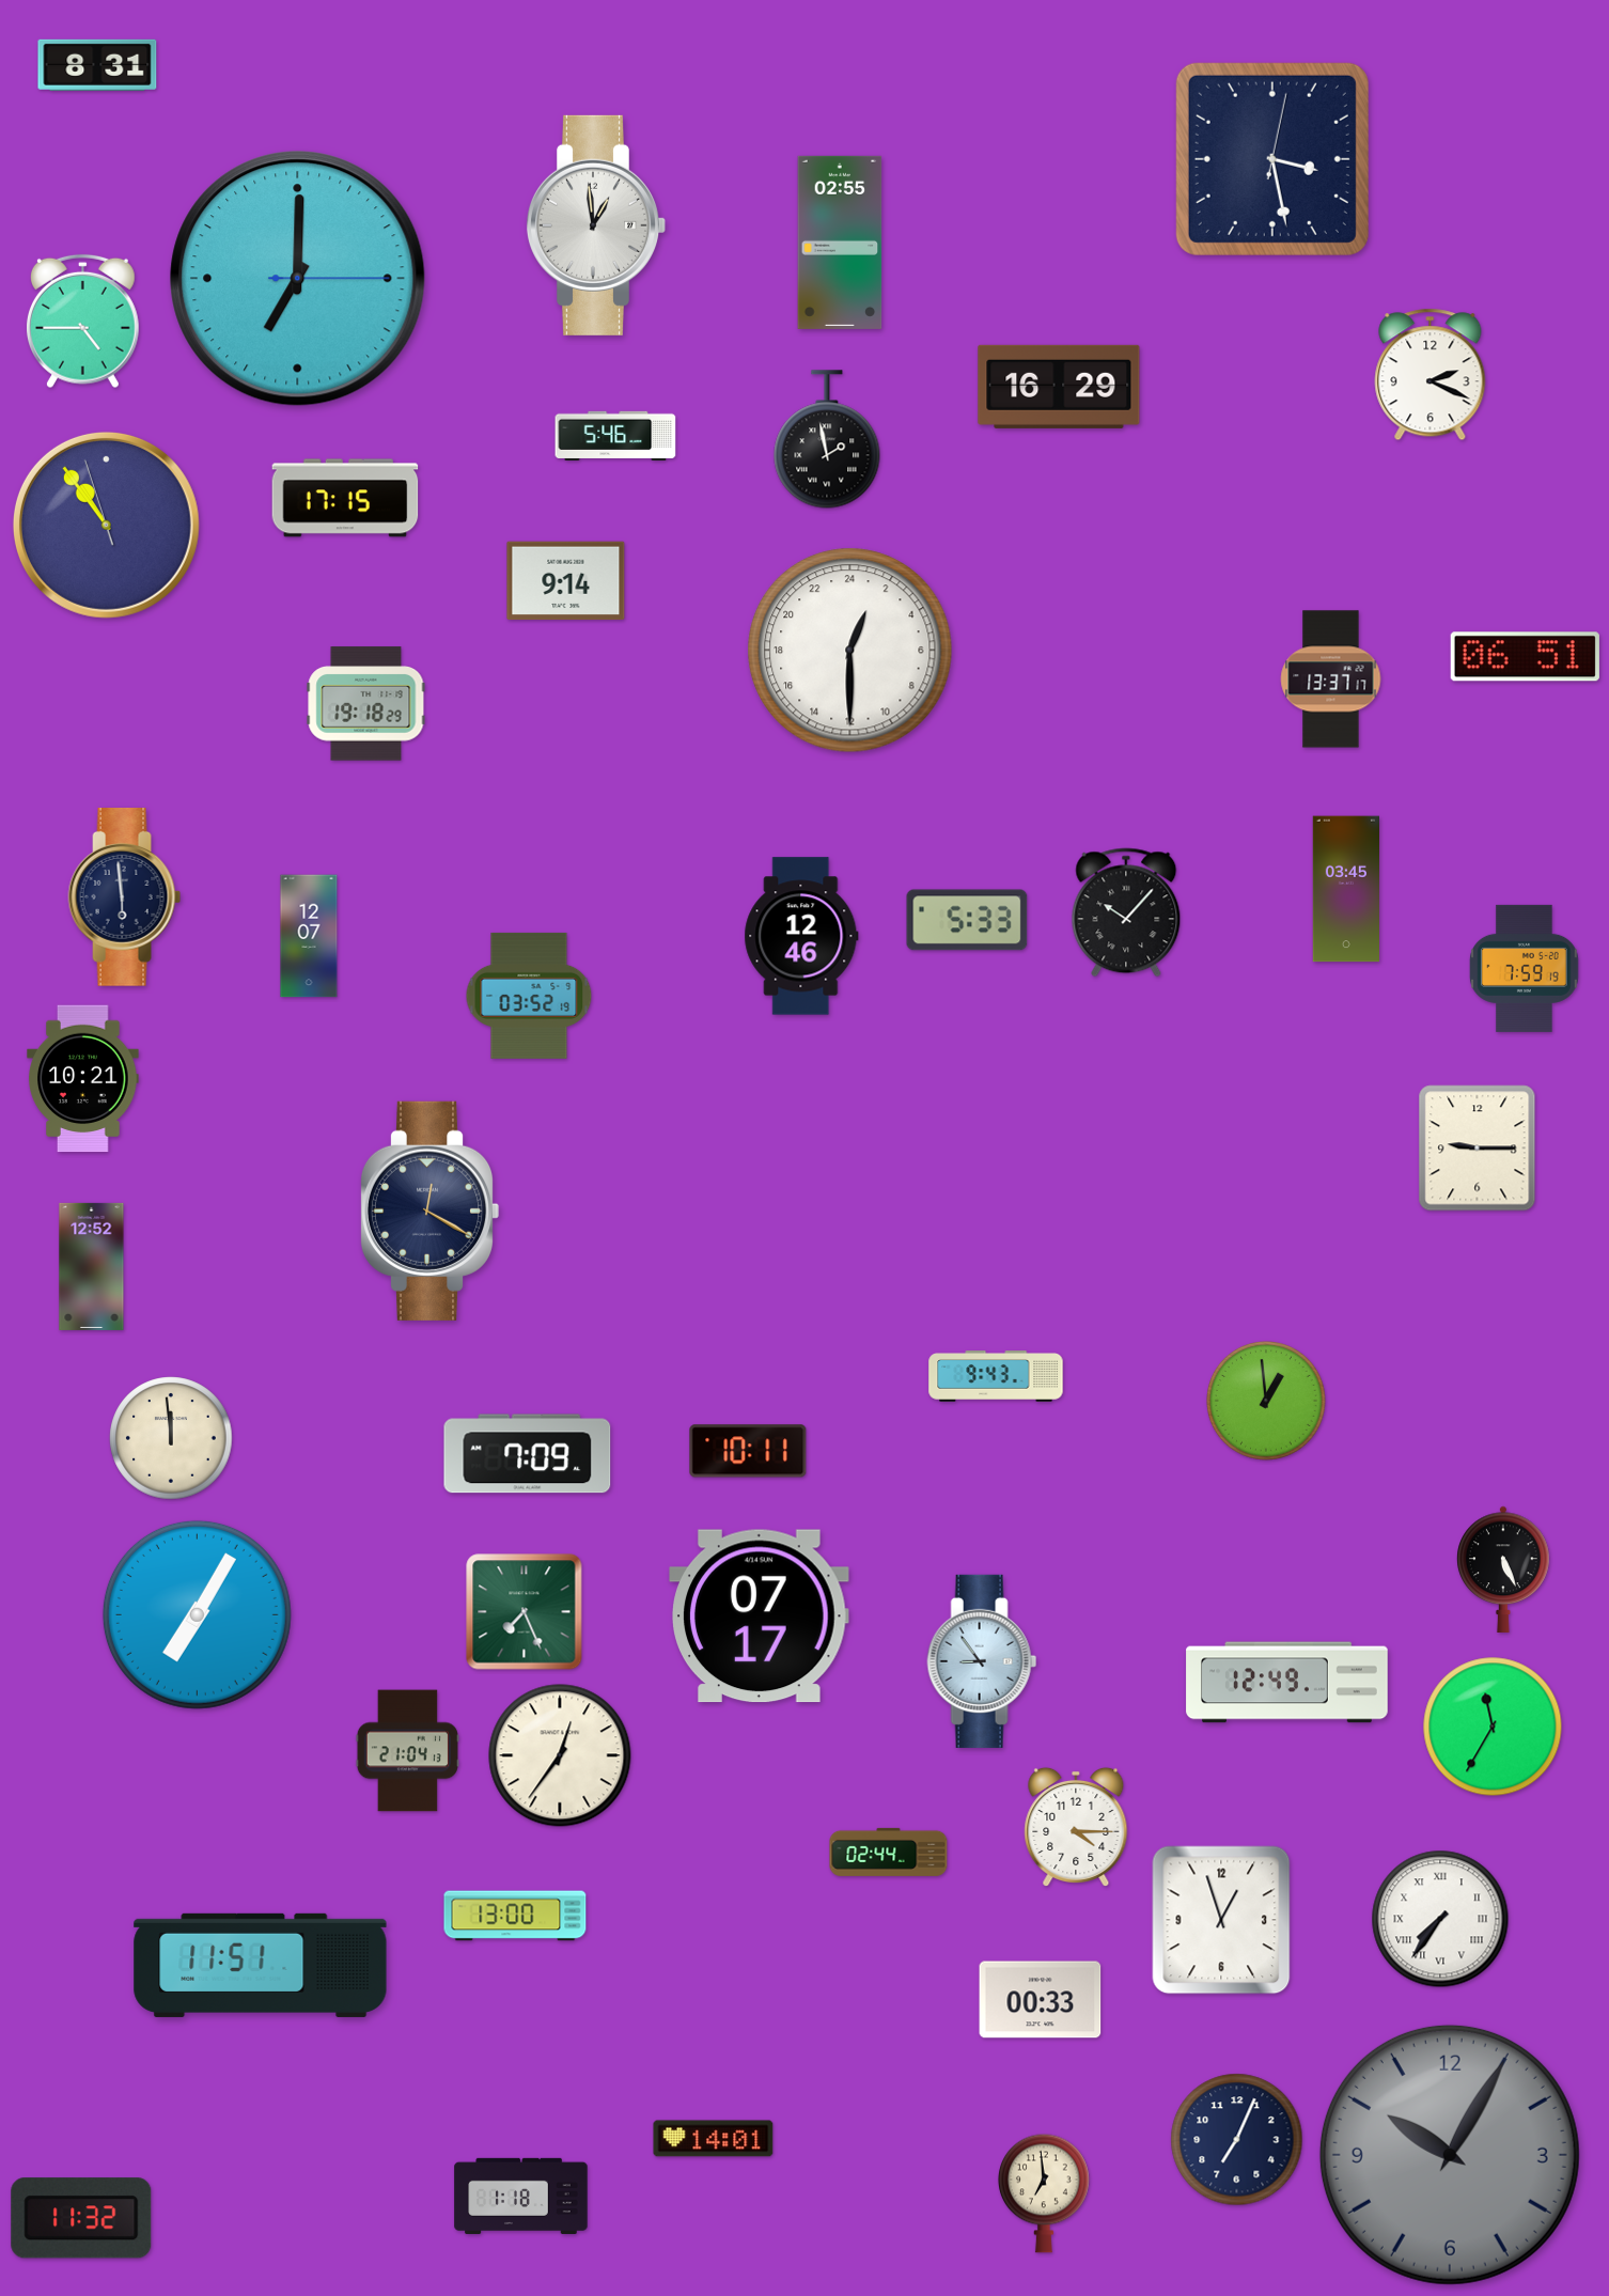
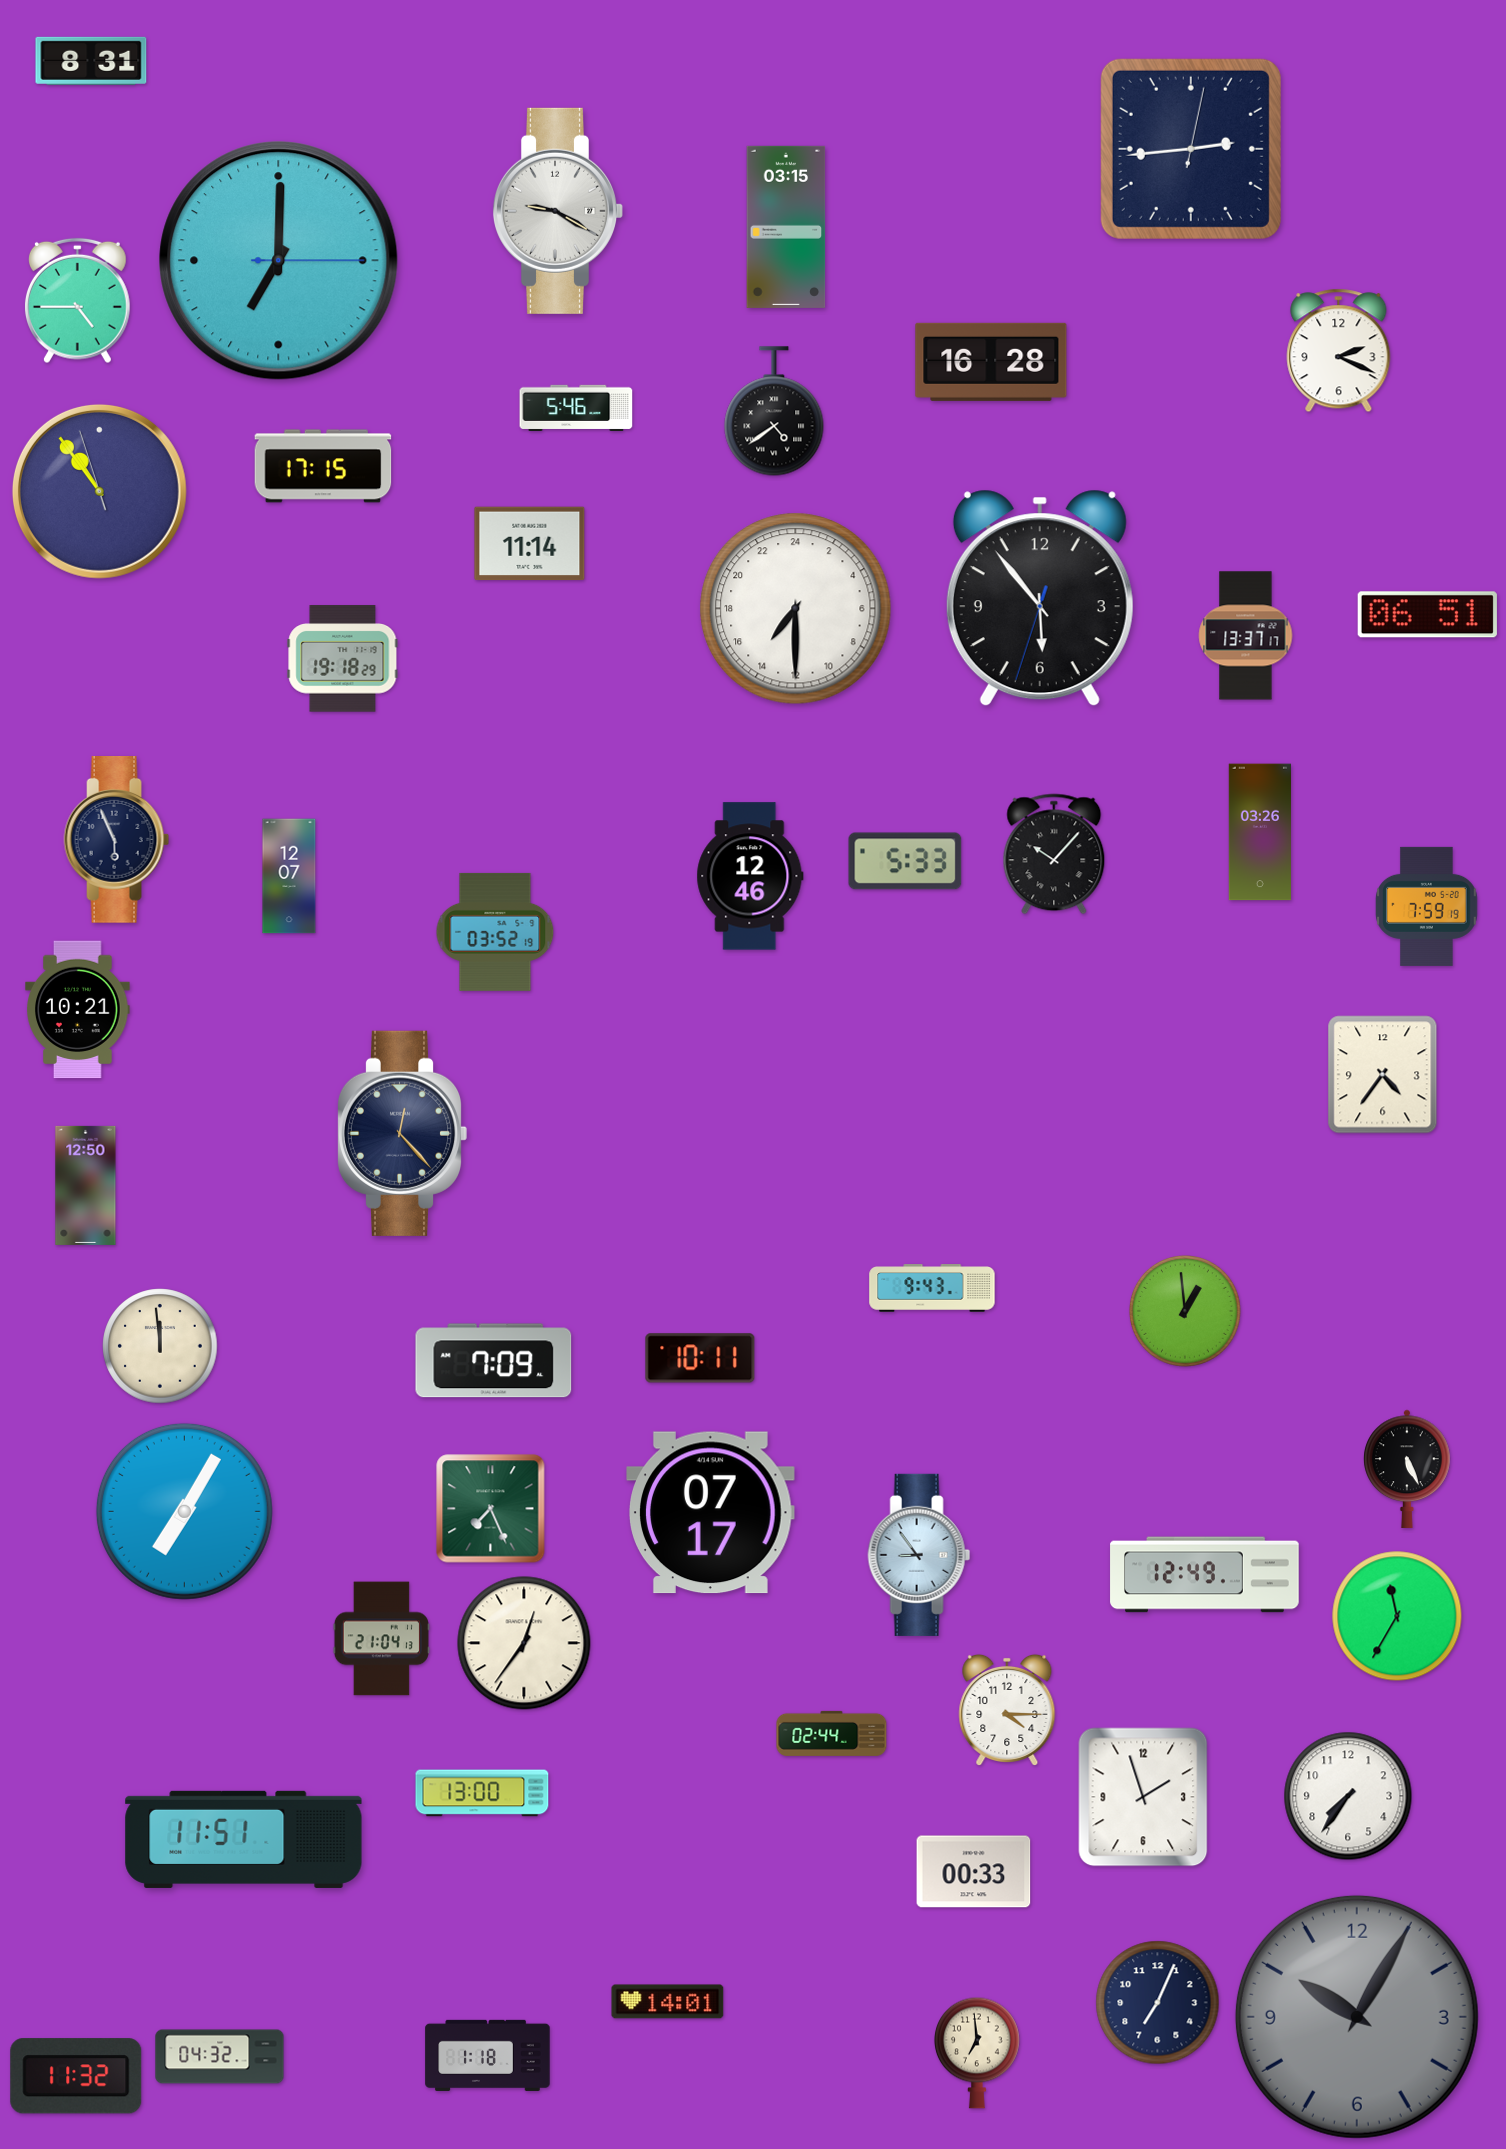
clock at (1272, 159): 3:28 -> 2:44
clock at (595, 225): 12:59 -> 9:20
clock at (840, 243): 02:55 -> 03:15
clock at (1059, 387): 16:29 -> 16:28
clock at (827, 439): 1:58 -> 4:39
clock at (566, 581): 9:14 -> 11:14
clock at (1040, 598): none -> 5:53
clock at (850, 651): 1:30 -> 14:30
clock at (1345, 889): 03:45 -> 03:26
clock at (125, 897): 5:59 -> 5:56
clock at (1478, 1149): 9:15 -> 4:36
clock at (429, 1211): 12:20 -> 12:23
clock at (92, 1266): 12:52 -> 12:50
clock at (1440, 1919) numerals: Roman -> Arabic
clock at (1221, 1920): 12:57 -> 1:57
clock at (220, 2057): none -> 04:32
